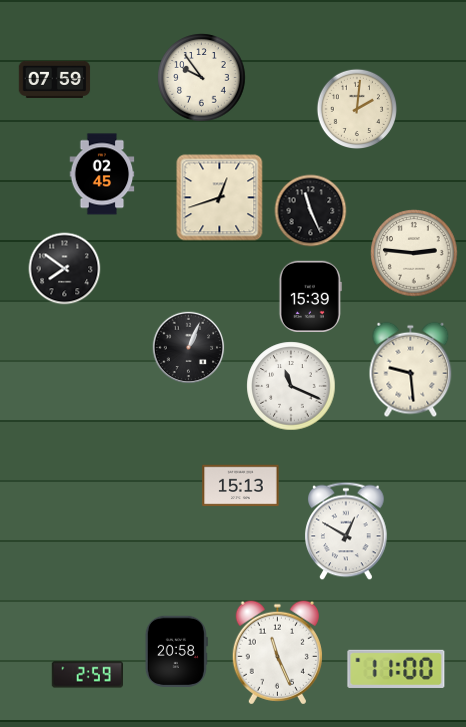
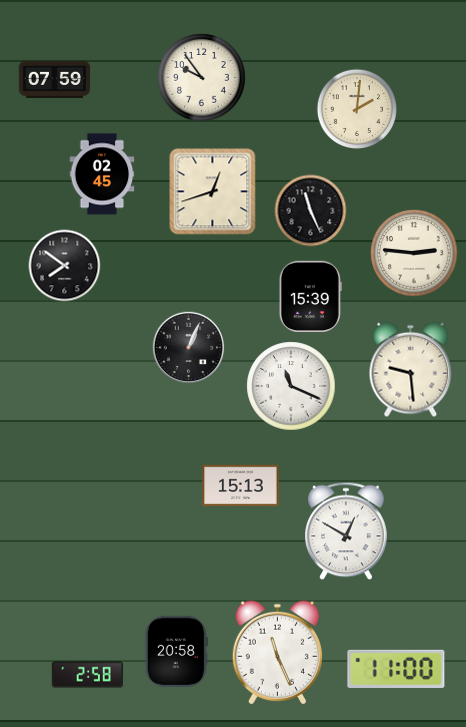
clock at (220, 198) position: (220, 198) -> (213, 192)
clock at (65, 269) position: (65, 269) -> (65, 266)
clock at (87, 675): 2:59 -> 2:58
